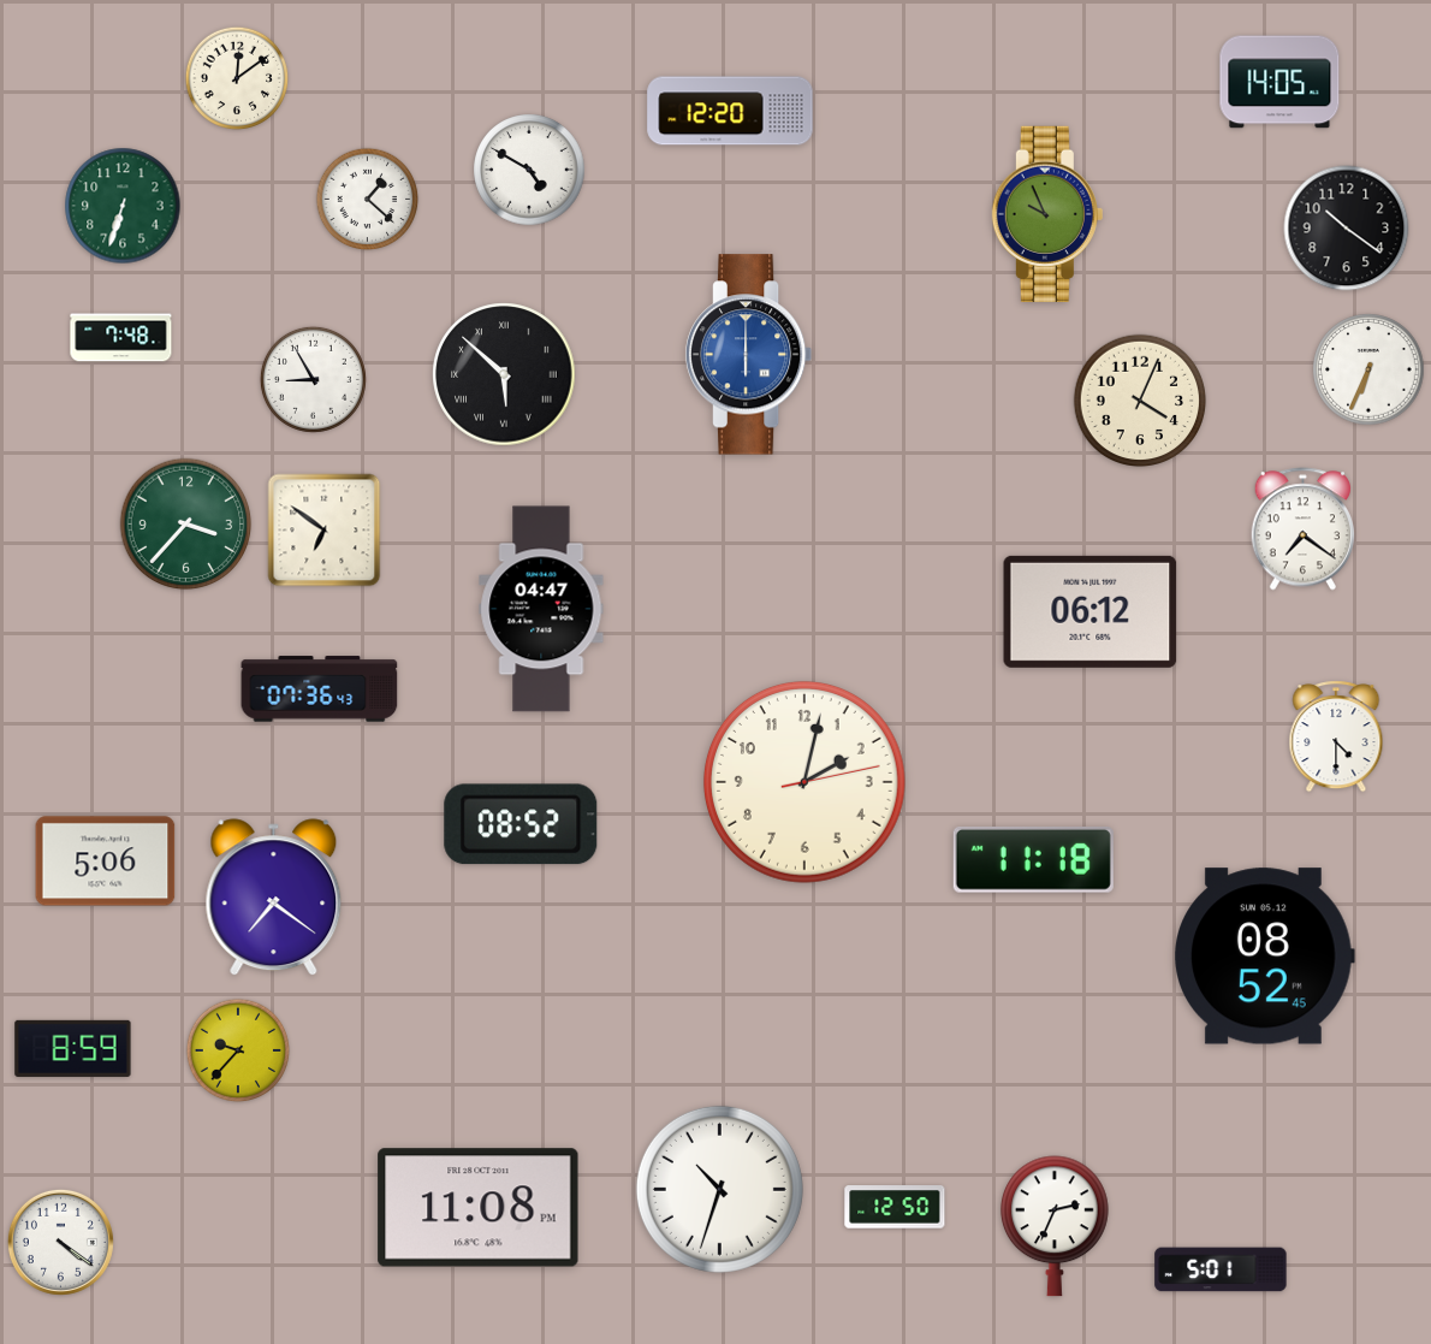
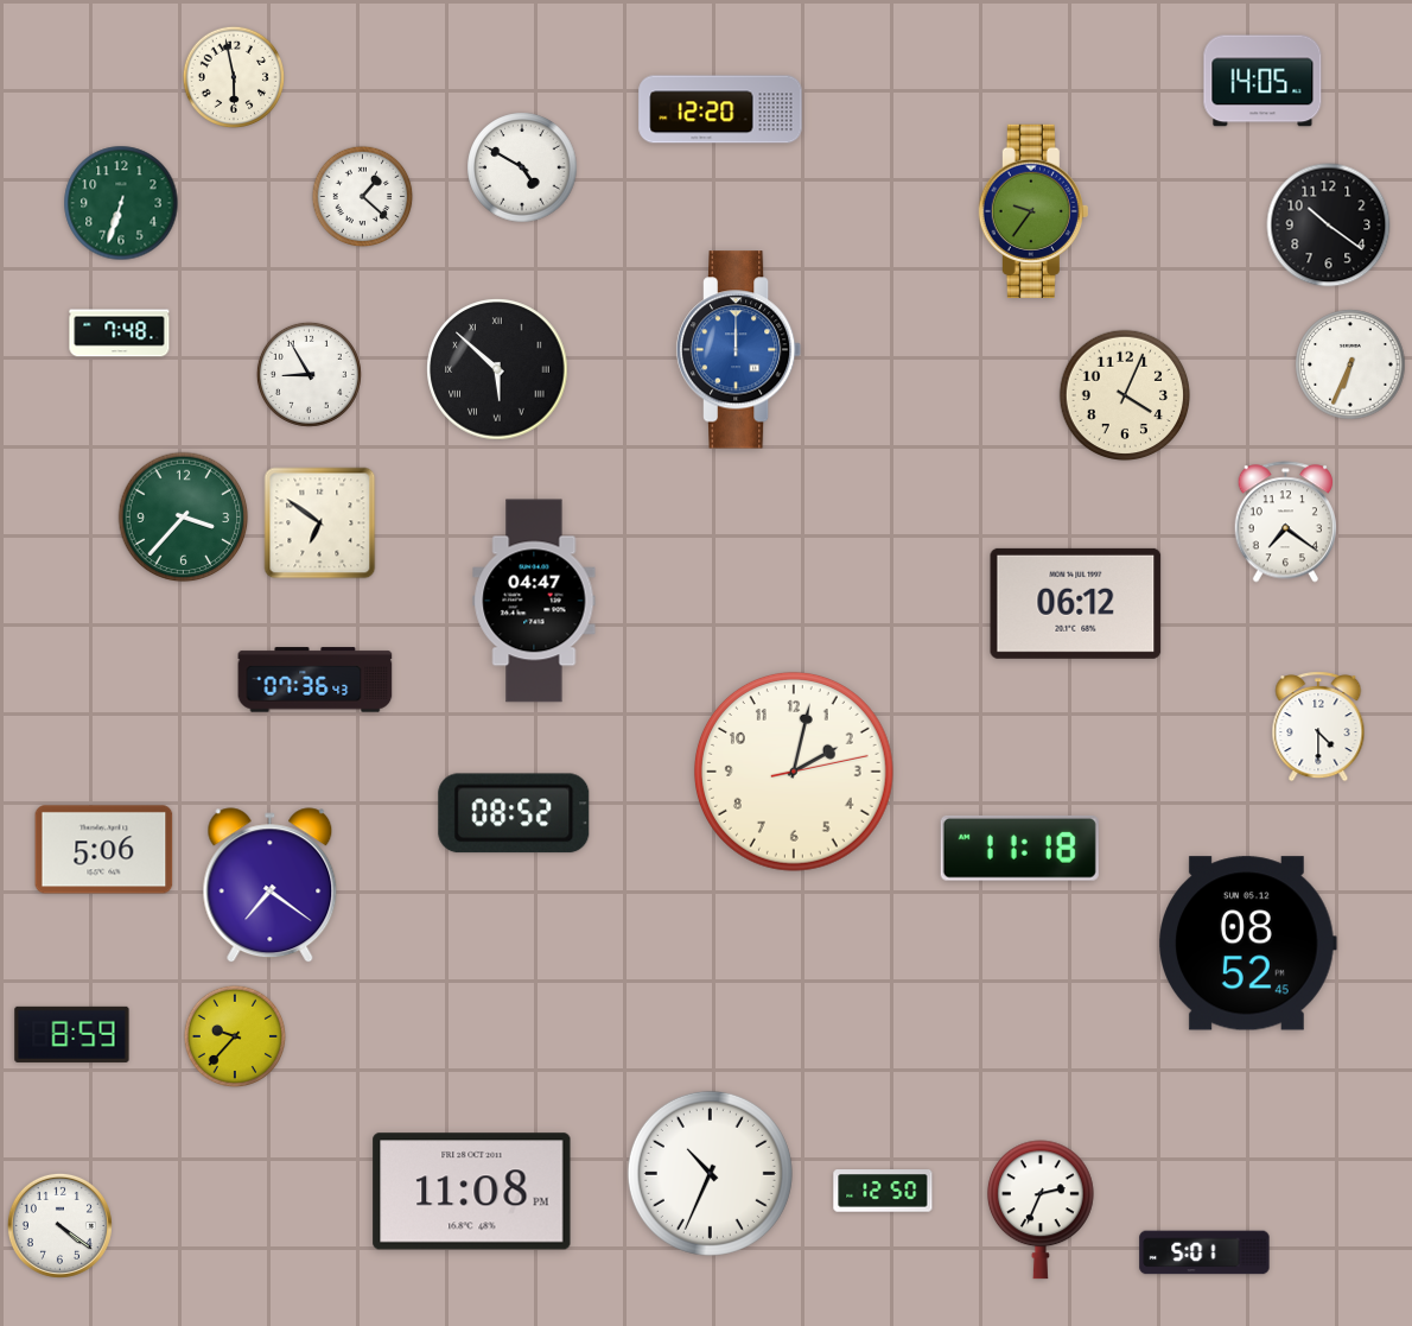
clock at (237, 78): 12:09 -> 5:58
clock at (1047, 214): 9:56 -> 9:36
clock at (749, 355): 6:00 -> 12:00
clock at (719, 1189): 10:33 -> 10:34
